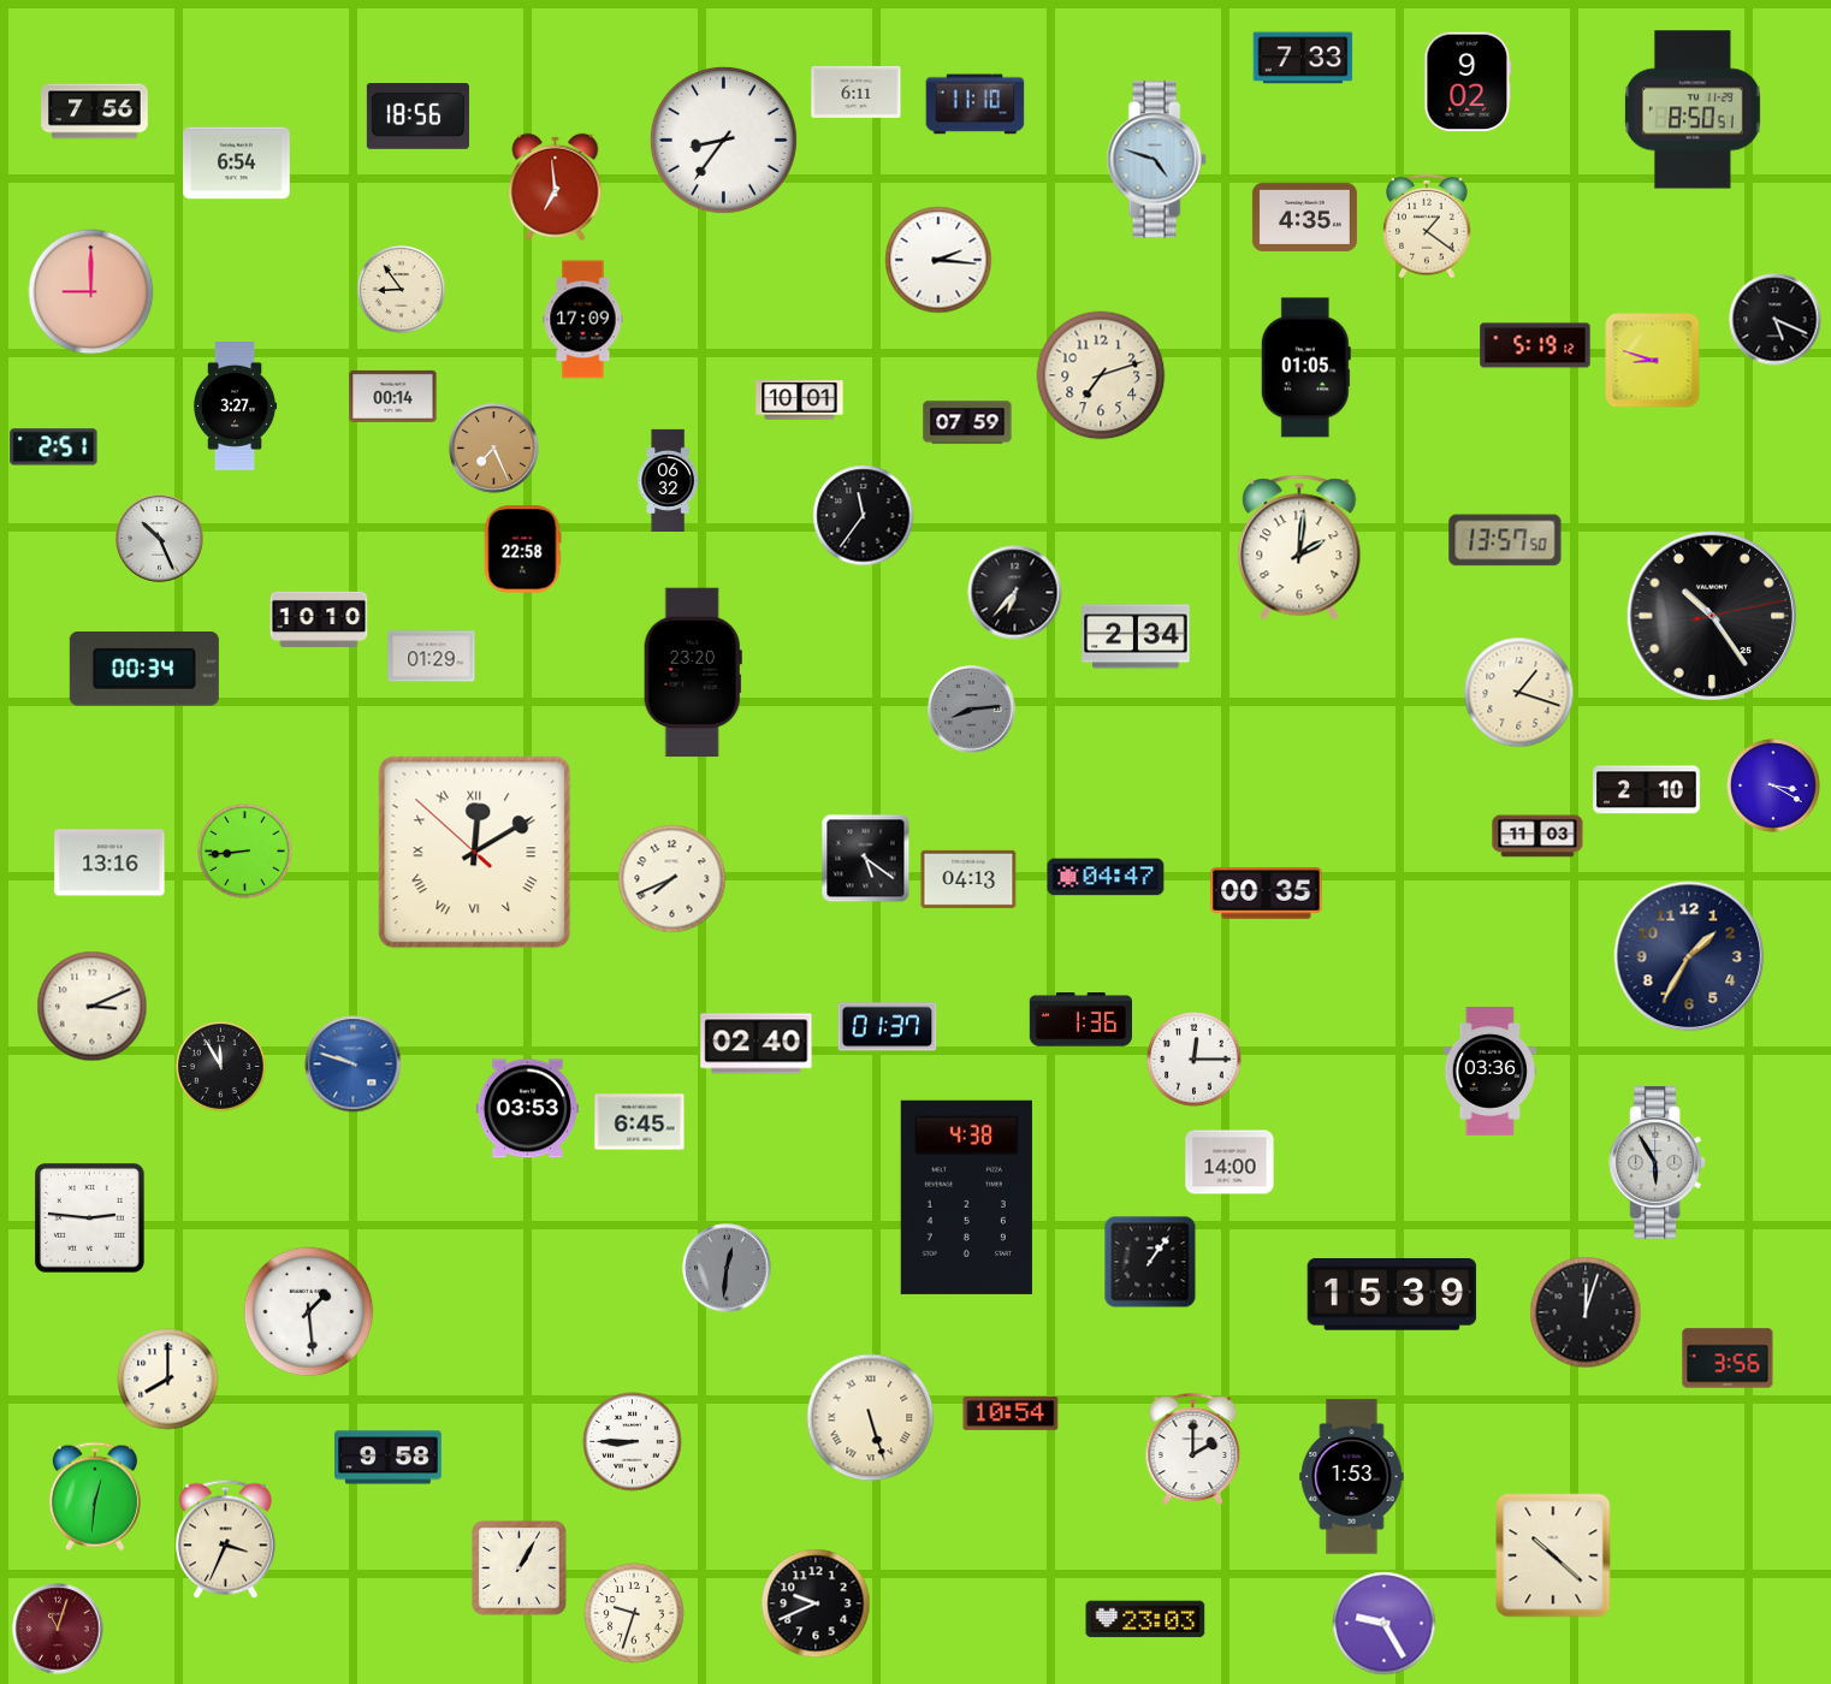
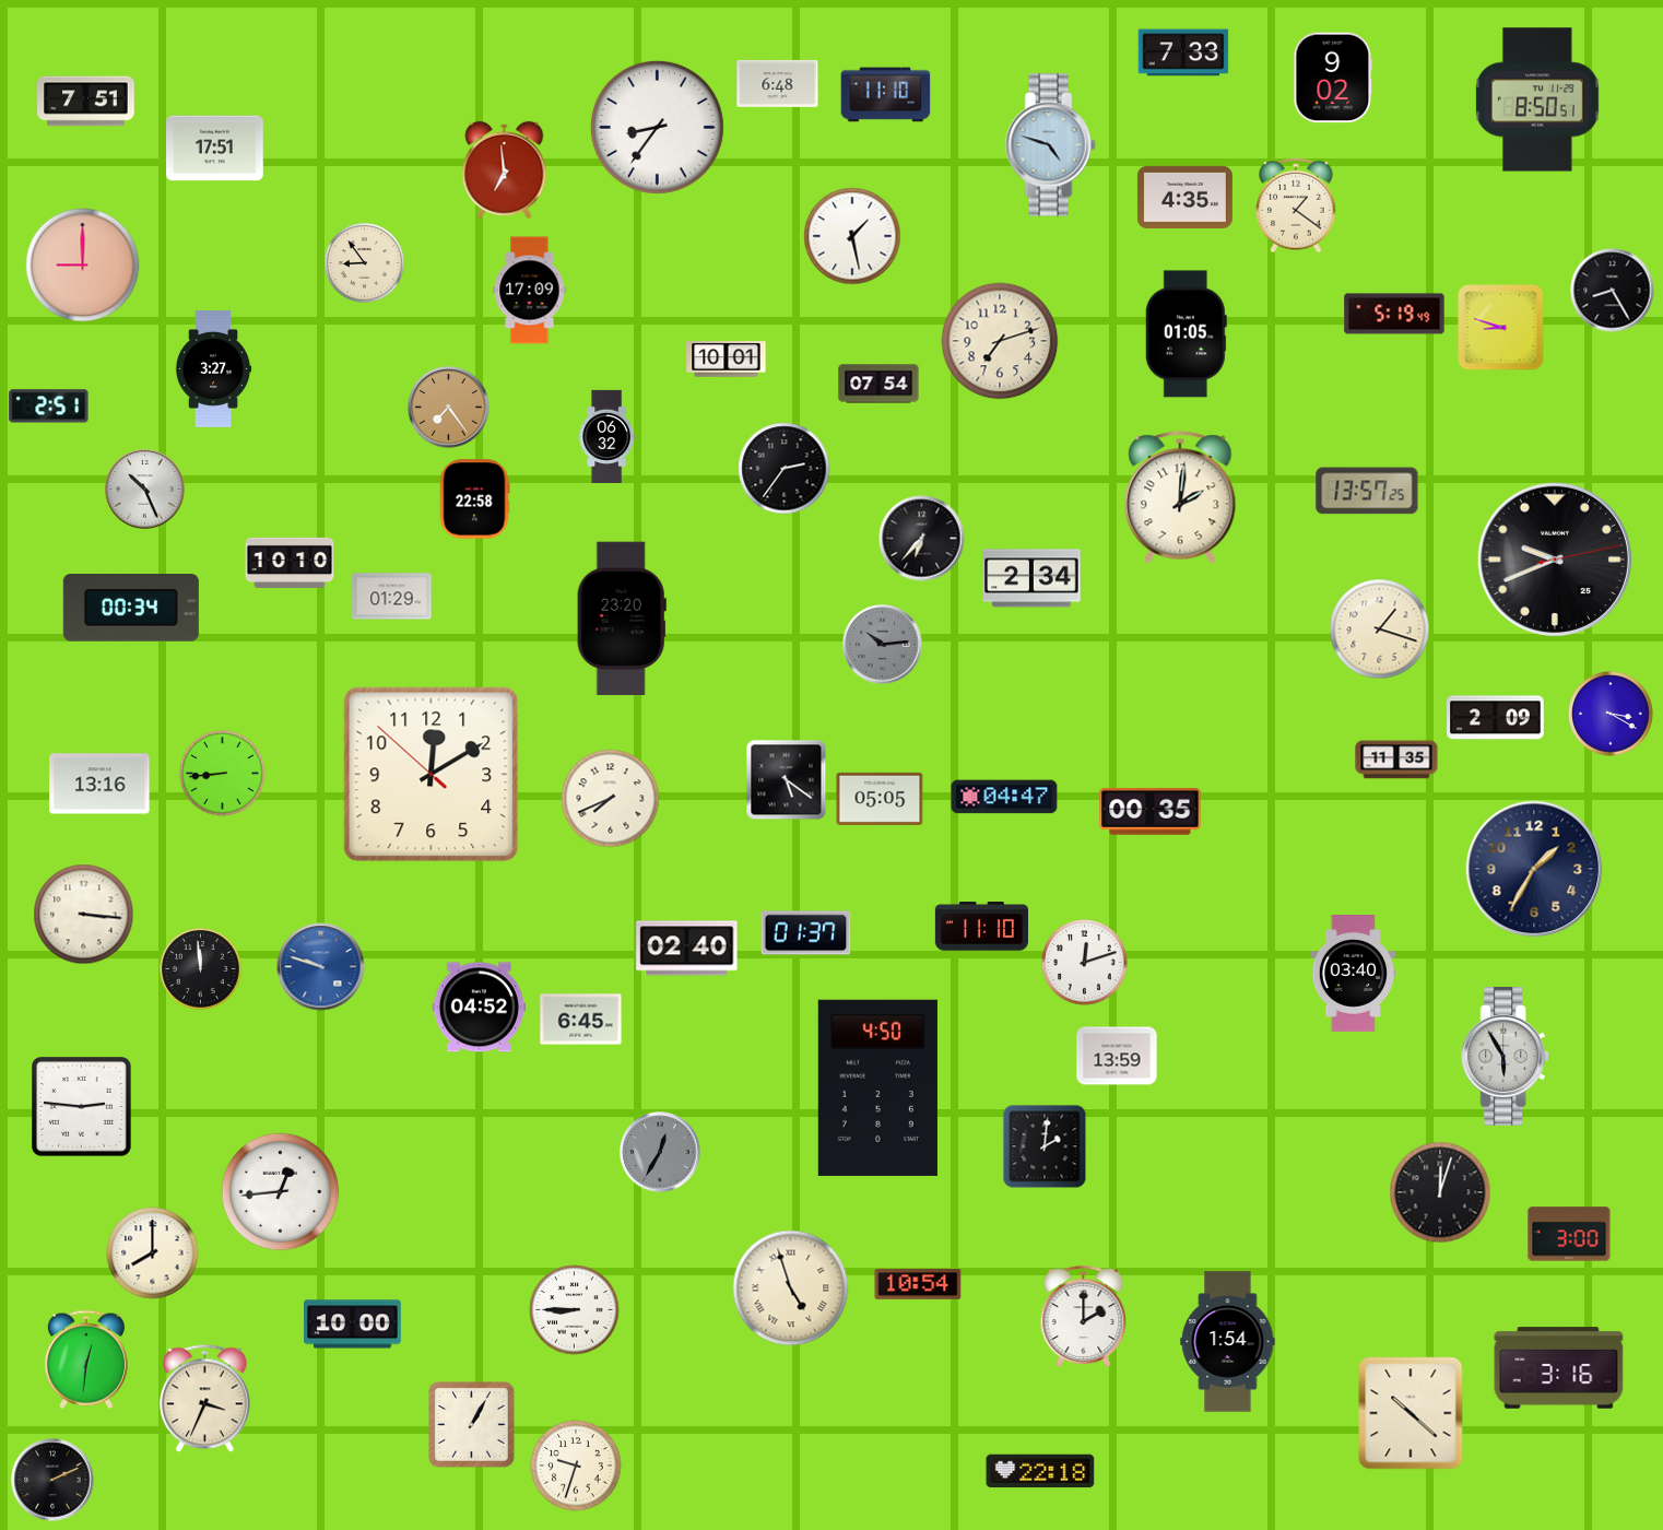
clock at (1468, 82) position: (1468, 82) -> (1333, 78)
clock at (857, 91): 6:11 -> 6:48
clock at (95, 112): 7:56 -> 7:51
clock at (417, 117): 18:56 -> none
clock at (237, 164): 6:54 -> 17:51
clock at (938, 260): 2:16 -> 1:28
clock at (1776, 320): 5:19 -> 8:25
clock at (1535, 345): 5:19:12 -> 5:19:49
clock at (393, 396): 00:14 -> none
clock at (800, 401) position: (800, 401) -> (727, 360)
clock at (967, 422): 07:59 -> 07:54
clock at (494, 449): 7:26 -> 7:24
clock at (864, 516): 11:36 -> 2:36
clock at (1505, 540): 13:57:50 -> 13:57:25
clock at (1712, 616): 10:24 -> 9:41
clock at (693, 672) position: (693, 672) -> (622, 619)
clock at (972, 710): 8:14 -> 10:14
clock at (1647, 790): 2:10 -> 2:09
clock at (1537, 836): 11:03 -> 11:35
clock at (475, 853) numerals: Roman -> Arabic
clock at (968, 879): 04:13 -> 05:05
clock at (93, 1007): 3:11 -> 3:16
clock at (1080, 1020): 1:36 -> 11:10
clock at (1195, 1060): 12:15 -> 12:12
clock at (221, 1067): 11:55 -> 11:59
clock at (1491, 1072): 03:36 -> 03:40
clock at (527, 1109): 03:53 -> 04:52
clock at (1229, 1162): 14:00 -> 13:59
clock at (966, 1197): 4:38 -> 4:50
clock at (1150, 1262): 1:06 -> 2:01
clock at (727, 1268): 12:31 -> 12:35
clock at (1392, 1295): 15:39 -> none
clock at (309, 1312): 1:29 -> 12:44
clock at (1728, 1358): 3:56 -> 3:00
clock at (871, 1418): 5:27 -> 4:57
clock at (389, 1458): 9:58 -> 10:00
clock at (1352, 1477): 1:53 -> 1:54
clock at (1559, 1368): none -> 3:16
clock at (816, 1603): 9:41 -> none
clock at (1145, 1619): 23:03 -> 22:18
clock at (1385, 1624): 9:25 -> none
clock at (58, 1629): 11:03 -> 2:11
clock at (58, 1629) dial: burgundy -> black
